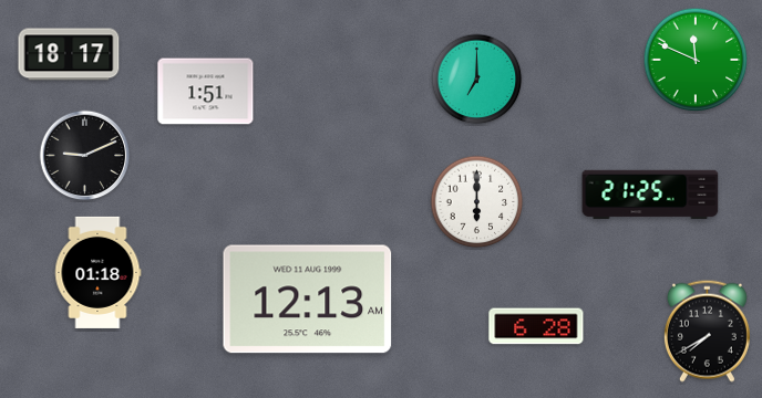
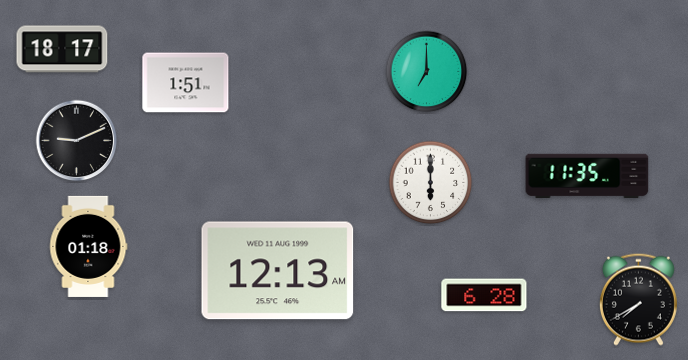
clock at (696, 60): 11:49 -> none
clock at (477, 80) position: (477, 80) -> (427, 72)
clock at (650, 193): 21:25 -> 11:35
